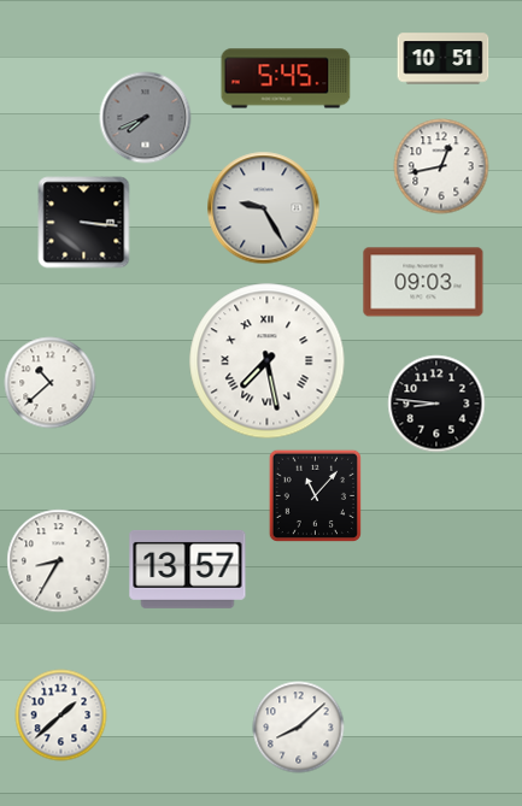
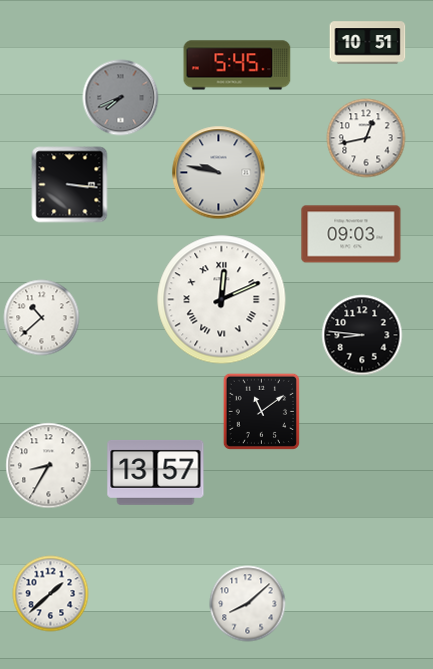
clock at (444, 59) position: (444, 59) -> (368, 43)
clock at (264, 208): 9:25 -> 9:47
clock at (268, 361): 7:28 -> 12:11
clock at (315, 495): 11:07 -> 11:09
